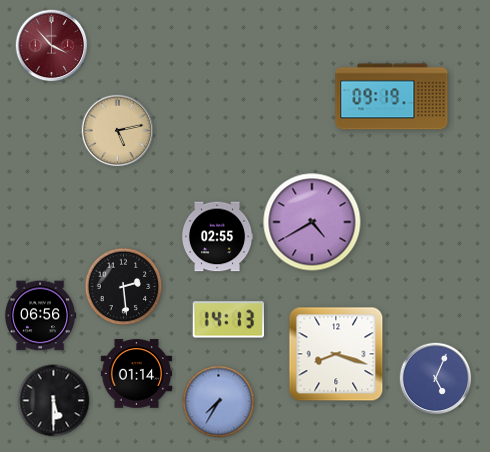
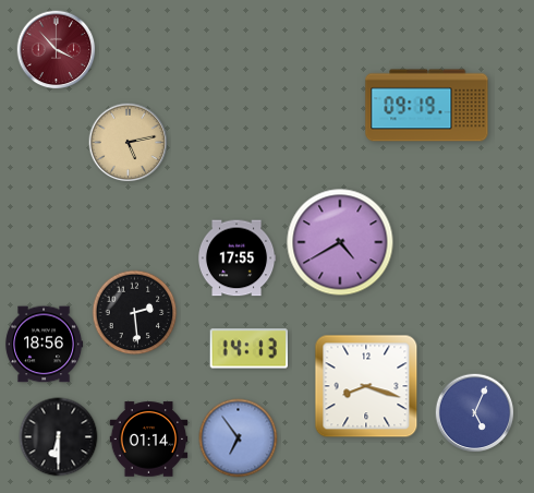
clock at (217, 237): 02:55 -> 17:55
clock at (41, 316): 06:56 -> 18:56
clock at (137, 374) position: (137, 374) -> (149, 440)
clock at (54, 401): 5:30 -> 6:30
clock at (219, 402): 7:35 -> 6:54
